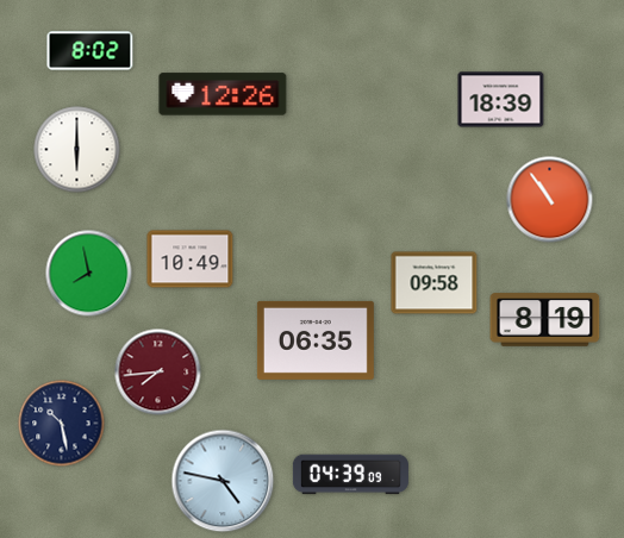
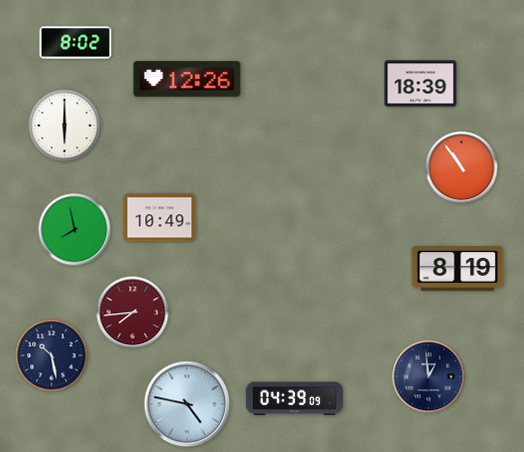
clock at (435, 283): 09:58 -> none
clock at (316, 340): 06:35 -> none
clock at (429, 377): none -> 12:59
